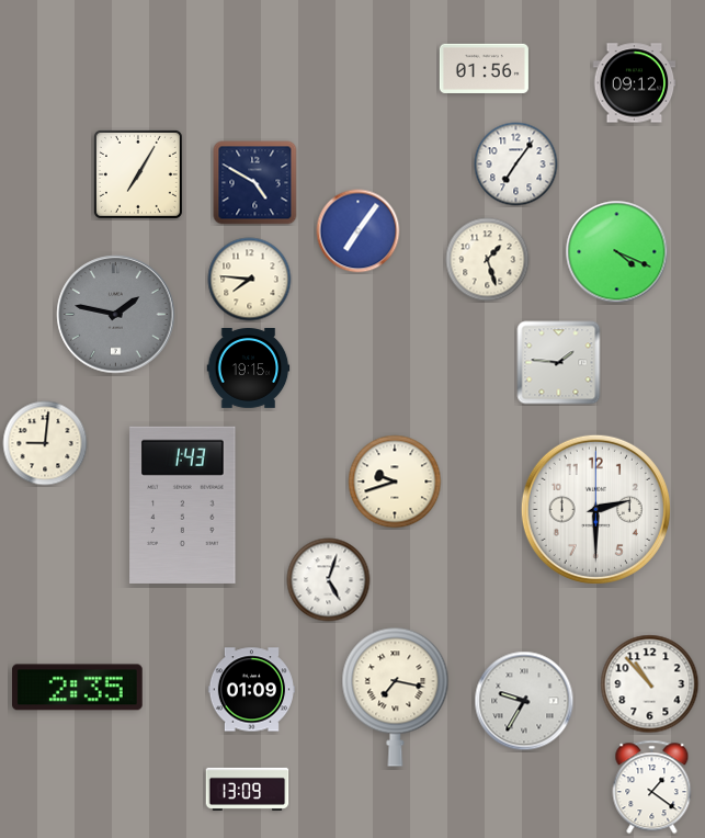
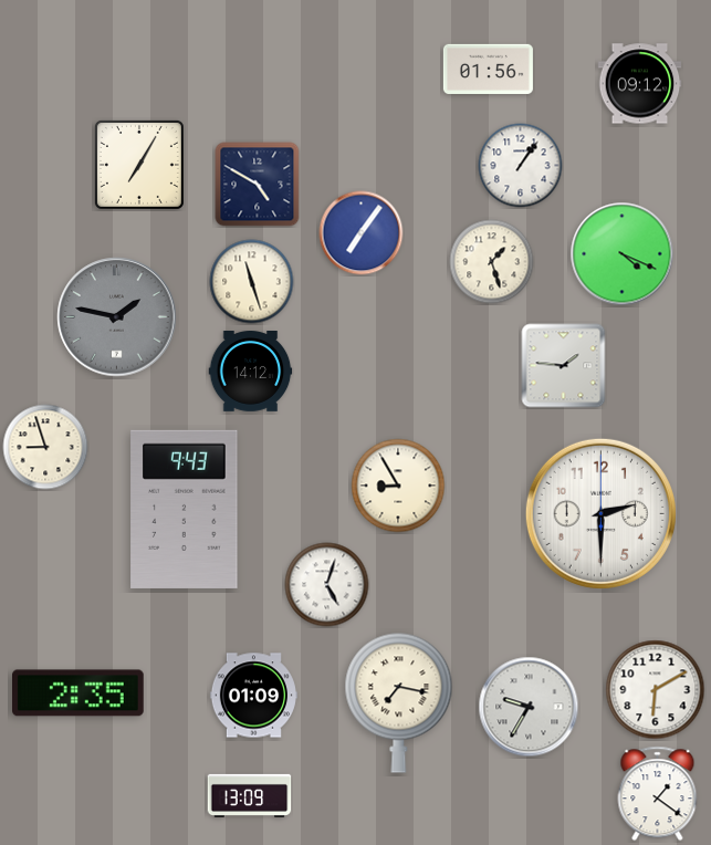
clock at (516, 165): 7:06 -> 1:06
clock at (138, 174) position: (138, 174) -> (139, 165)
clock at (250, 280): 7:46 -> 11:27
clock at (249, 369): 19:15 -> 14:12
clock at (45, 443): 9:01 -> 8:57
clock at (395, 482): 9:42 -> 8:55
clock at (183, 505): 1:43 -> 9:43
clock at (329, 580) position: (329, 580) -> (327, 585)
clock at (650, 684): 10:53 -> 6:10
